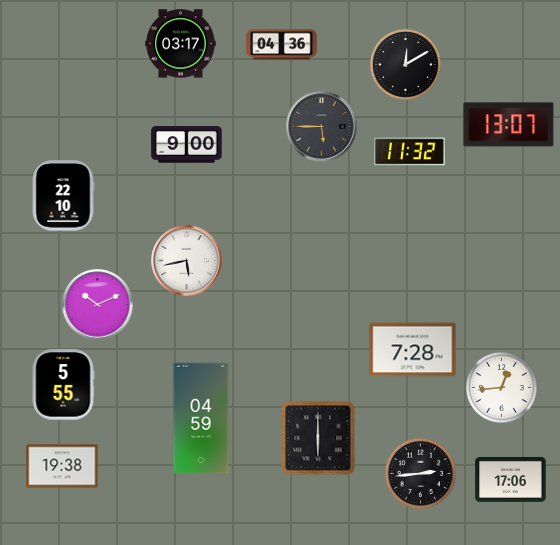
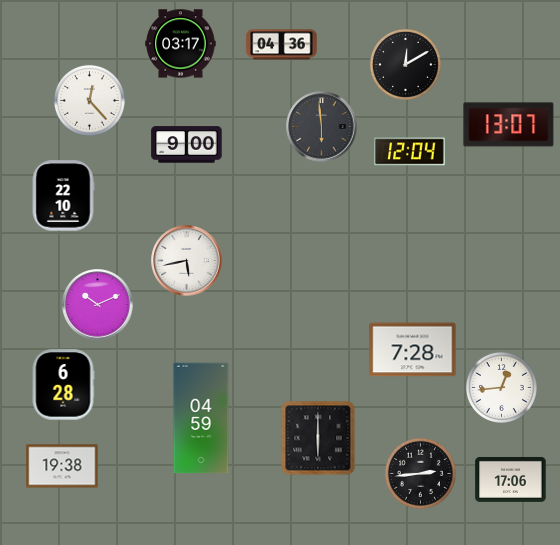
clock at (89, 100): none -> 12:23
clock at (322, 127): 5:45 -> 5:59
clock at (410, 152): 11:32 -> 12:04
clock at (63, 385): 5:55 -> 6:28
